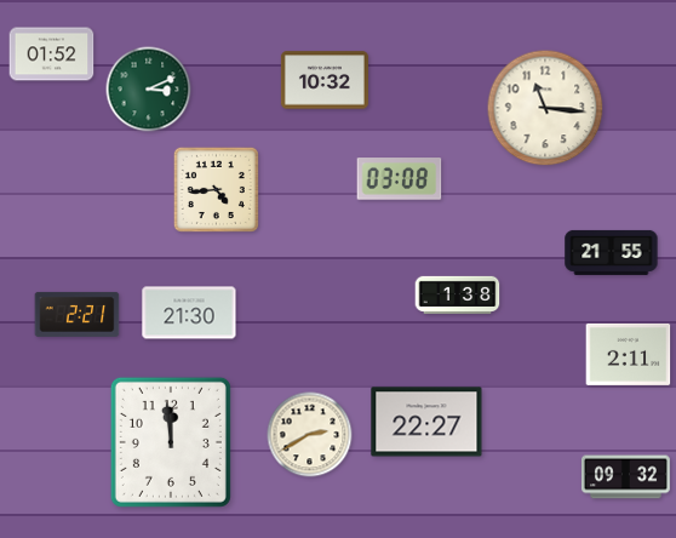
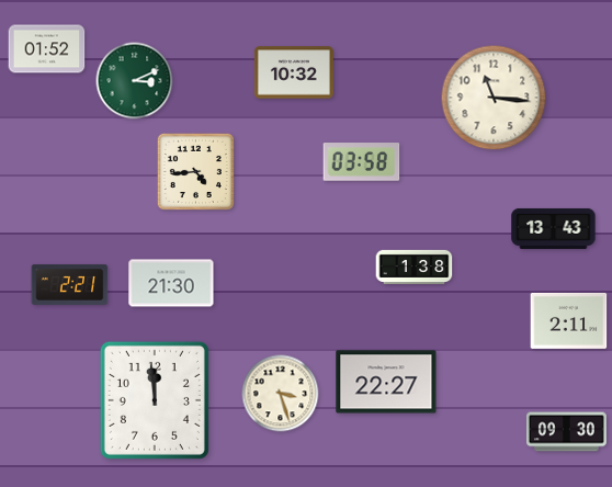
clock at (400, 179): 03:08 -> 03:58
clock at (612, 252): 21:55 -> 13:43
clock at (310, 435): 2:40 -> 3:27
clock at (625, 477): 09:32 -> 09:30
